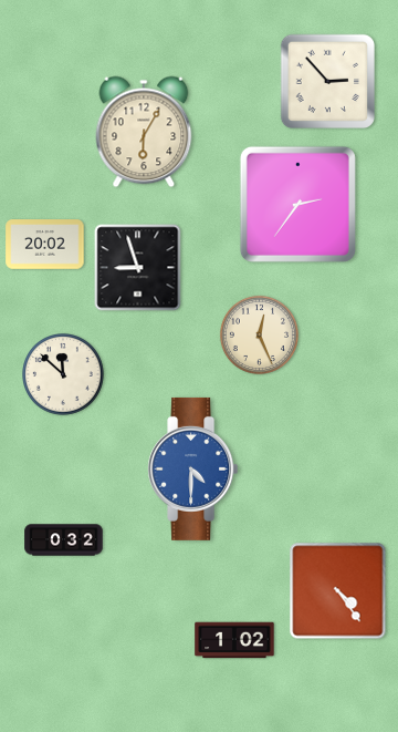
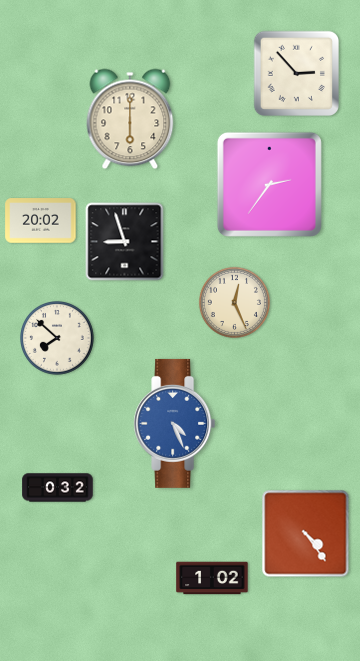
clock at (144, 132): 6:05 -> 6:00
clock at (64, 375): 11:52 -> 7:52
clock at (193, 468): 4:30 -> 4:26
